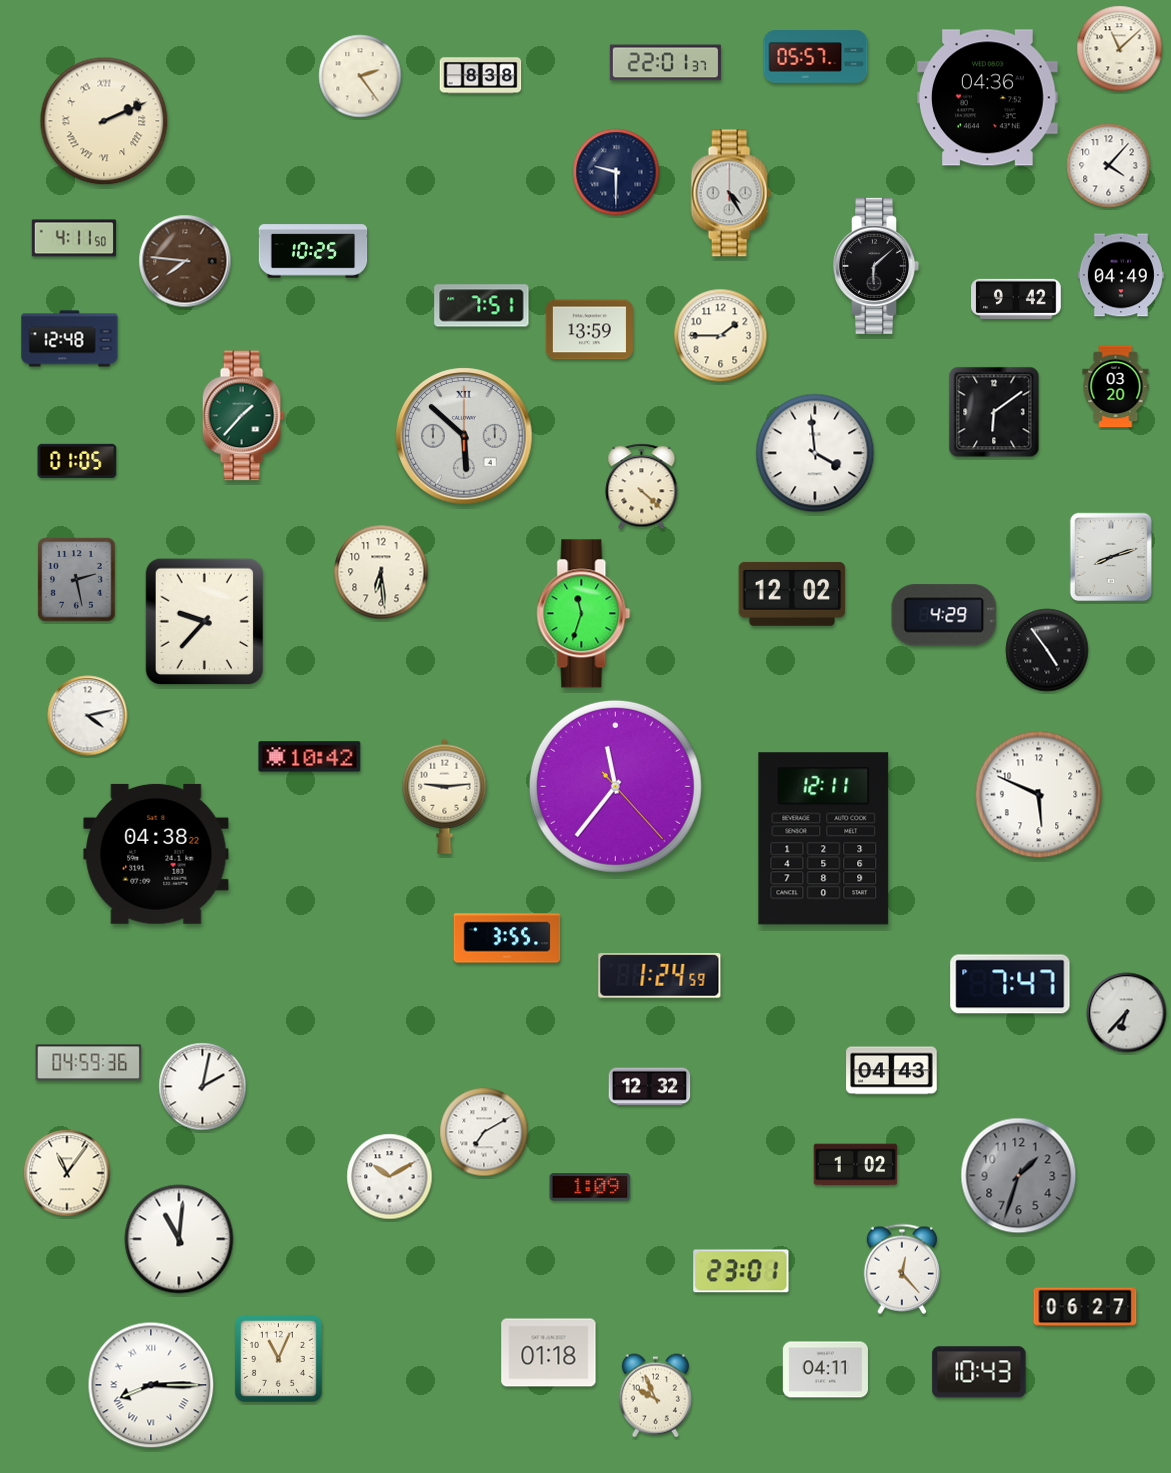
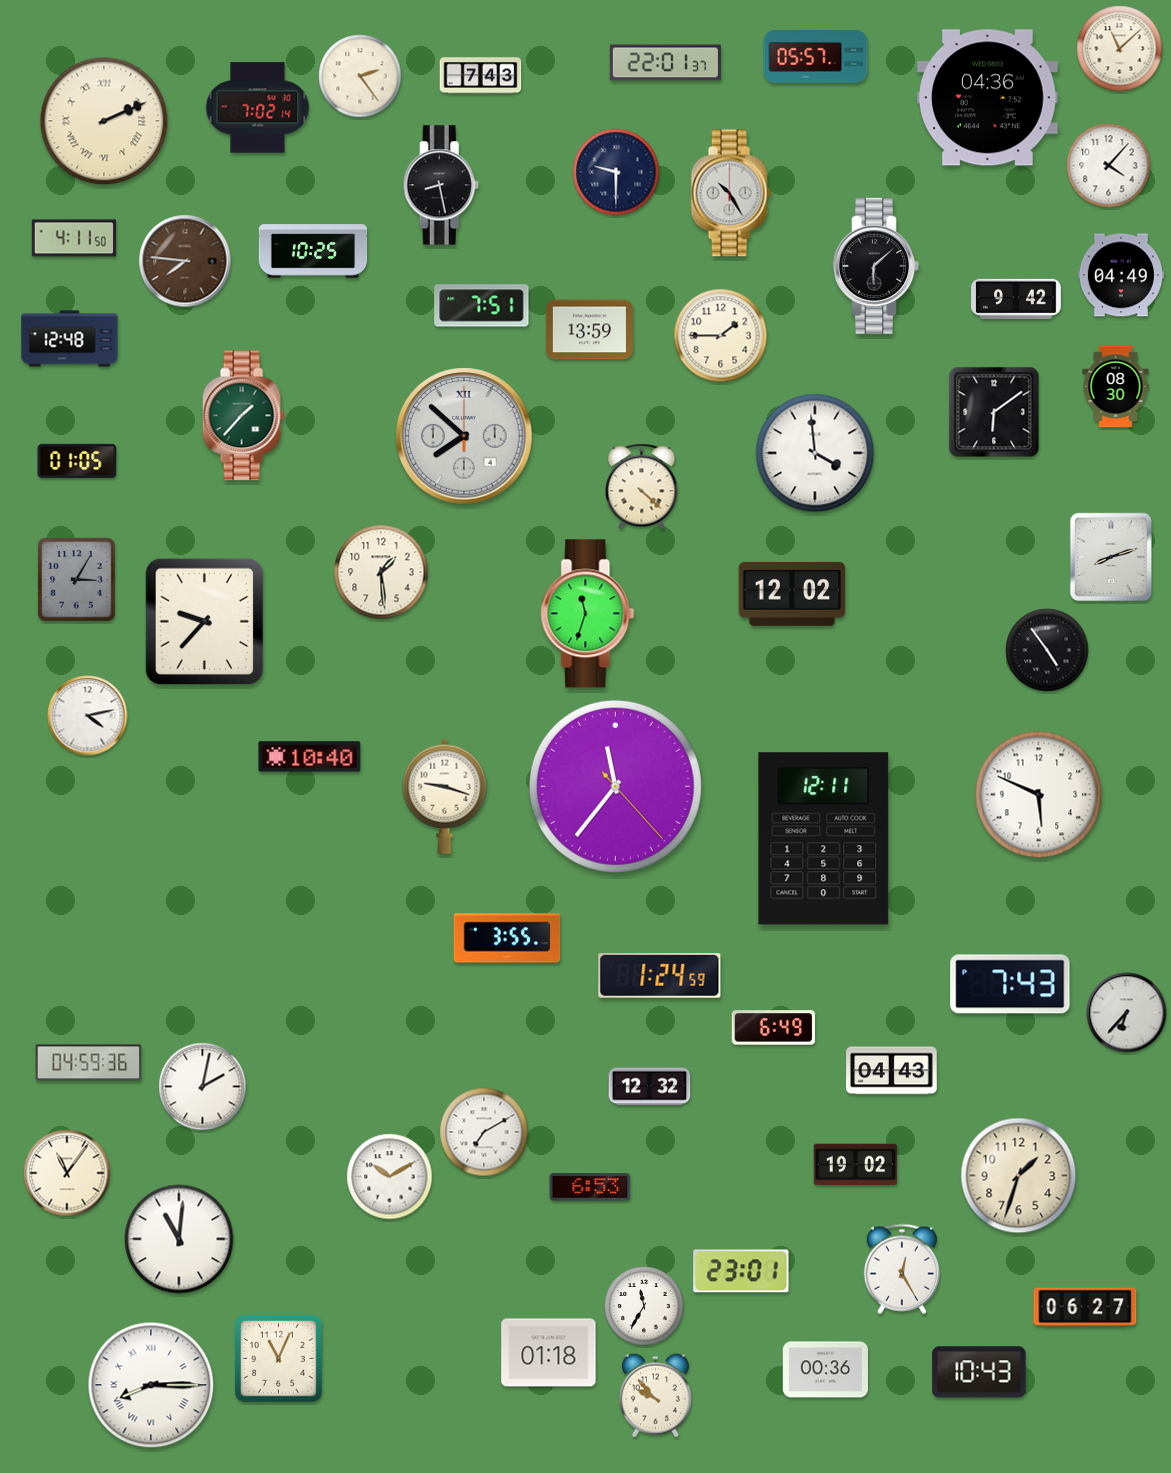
clock at (481, 76): 8:38 -> 7:43
clock at (258, 108): none -> 7:02
clock at (441, 185): none -> 8:28
clock at (731, 193): 4:25 -> 10:25
clock at (1116, 387): 03:20 -> 08:30
clock at (464, 436): 5:52 -> 7:52
clock at (381, 572): 6:29 -> 1:29
clock at (77, 580): 2:28 -> 3:05
clock at (584, 614) position: (584, 614) -> (588, 614)
clock at (944, 615): 4:29 -> none
clock at (310, 757): 10:42 -> 10:40
clock at (445, 796): 9:14 -> 9:18
clock at (156, 854): 04:38 -> none
clock at (1010, 984): 7:47 -> 7:43
clock at (774, 1028): none -> 6:49
clock at (856, 1165): 1:02 -> 19:02
clock at (1019, 1176) dial: grey -> cream
clock at (590, 1187): 1:09 -> 6:53
clock at (901, 1269): 12:23 -> 12:25
clock at (644, 1306): none -> 11:35
clock at (825, 1370): 04:11 -> 00:36
clock at (655, 1396): 9:56 -> 9:53
